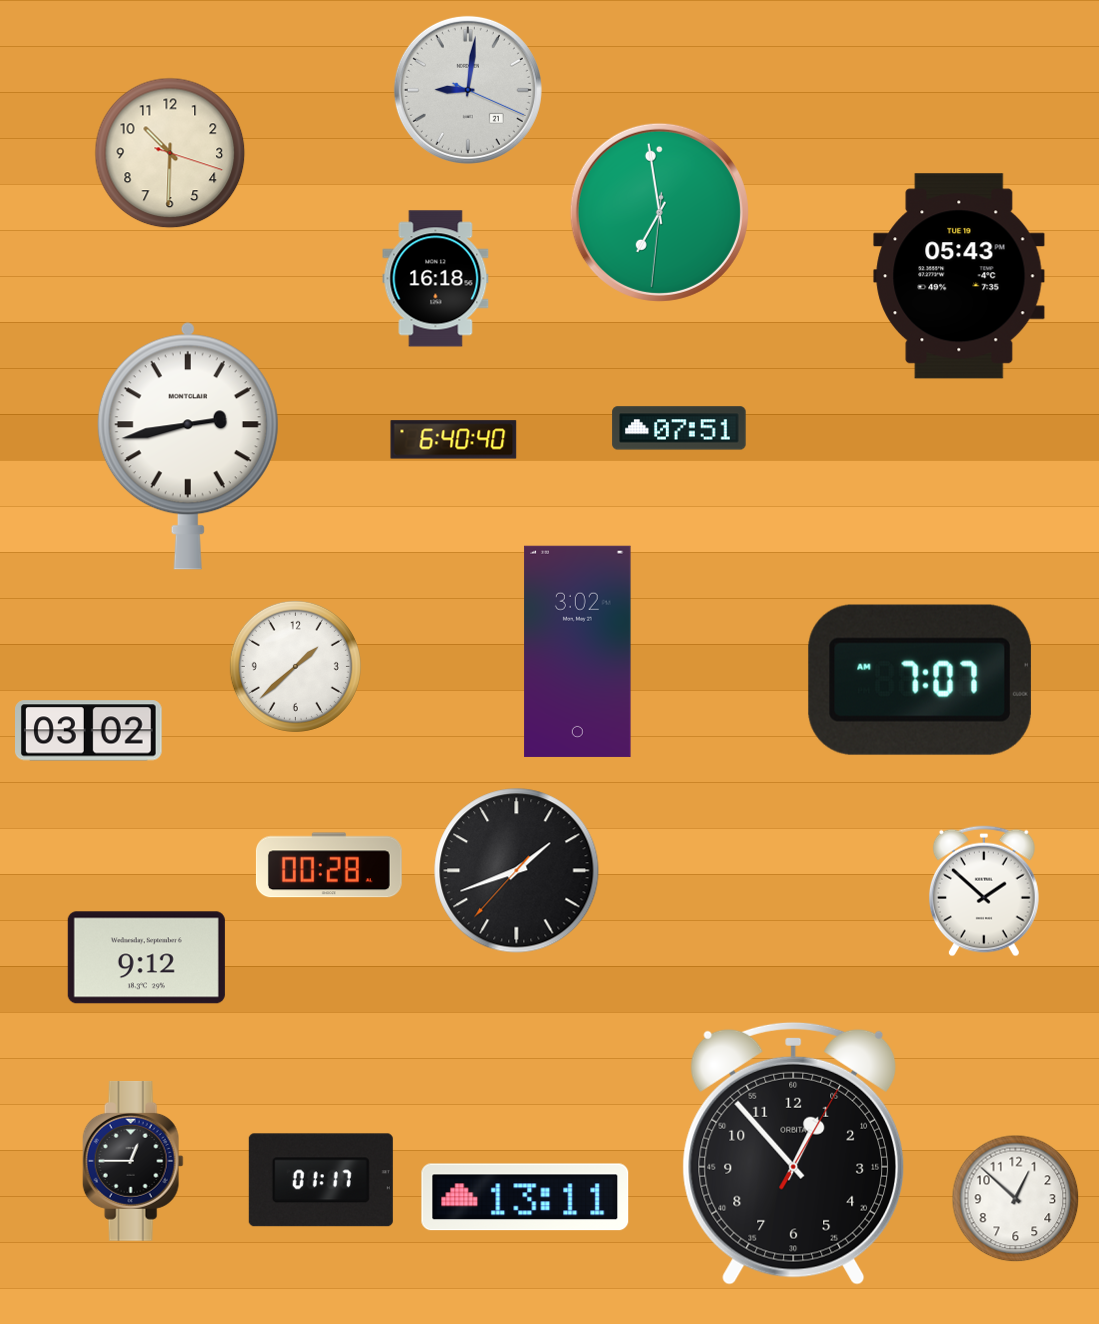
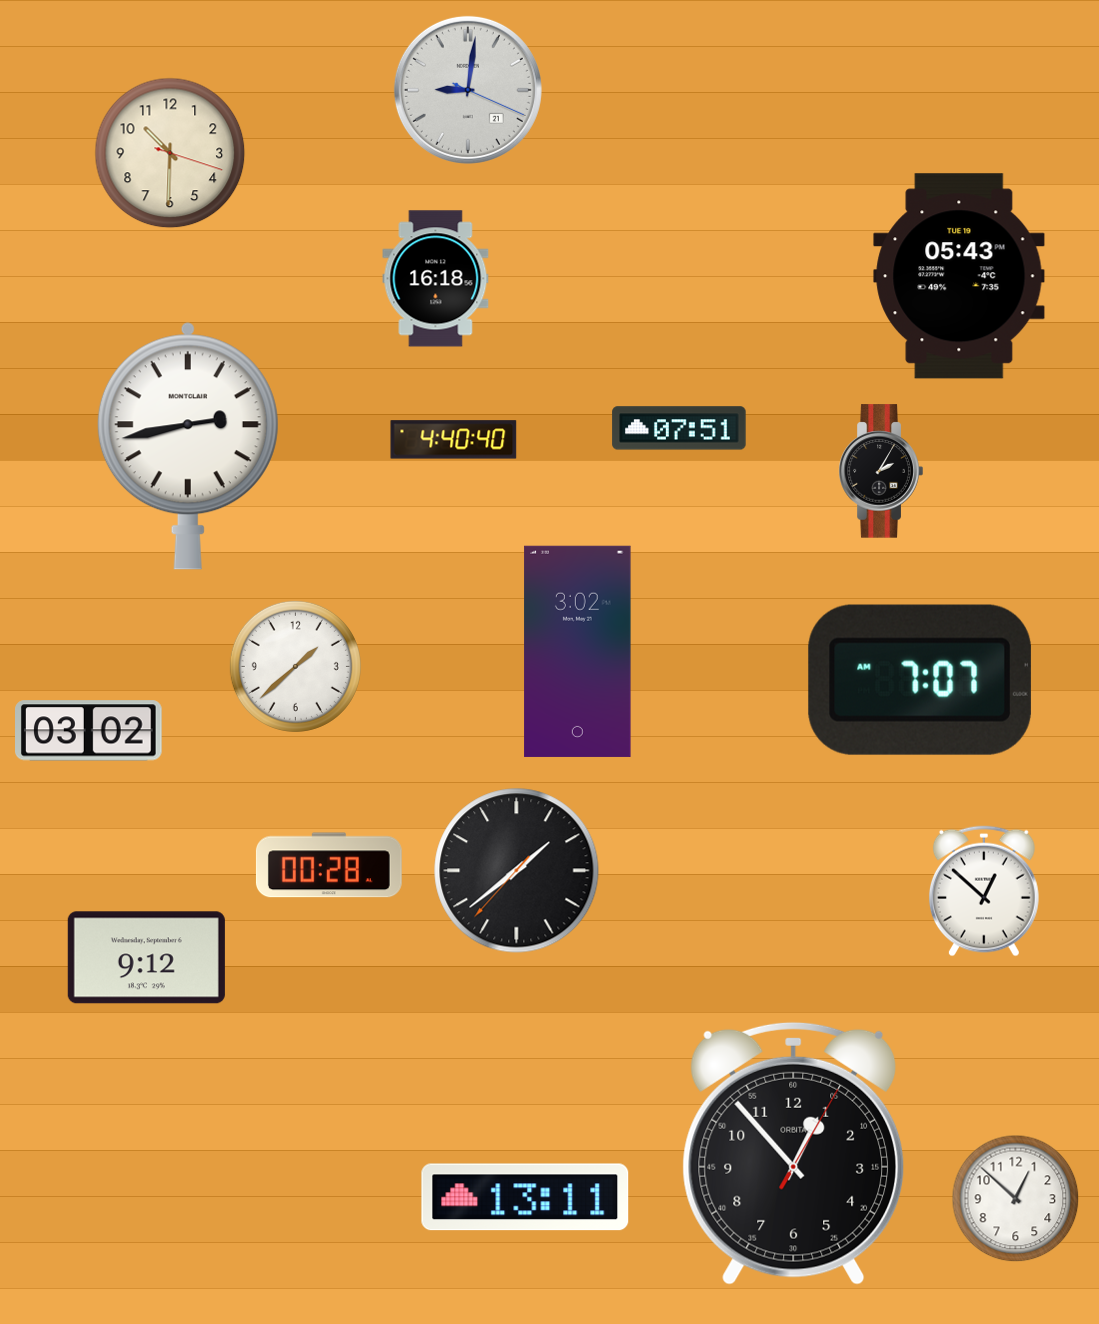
clock at (659, 212): 6:58 -> none
clock at (454, 440): 6:40 -> 4:40
clock at (881, 471): none -> 2:05
clock at (517, 871): 1:41 -> 1:38
clock at (984, 891): 1:52 -> 12:52
clock at (133, 1161): 12:45 -> none
clock at (321, 1180): 01:17 -> none
